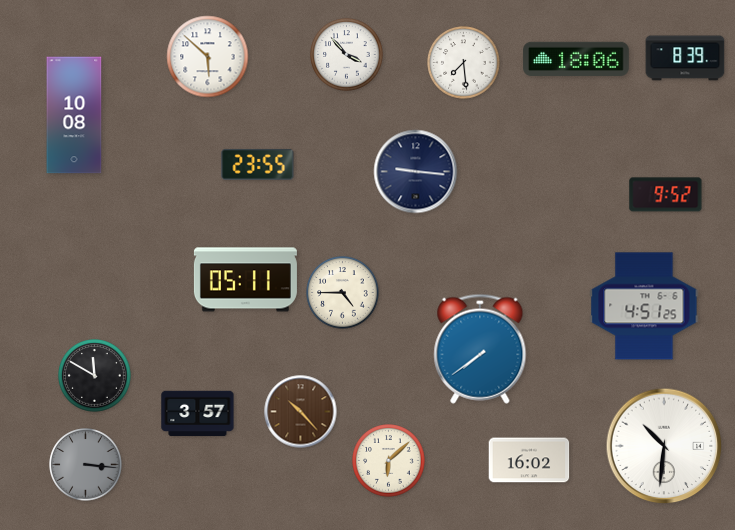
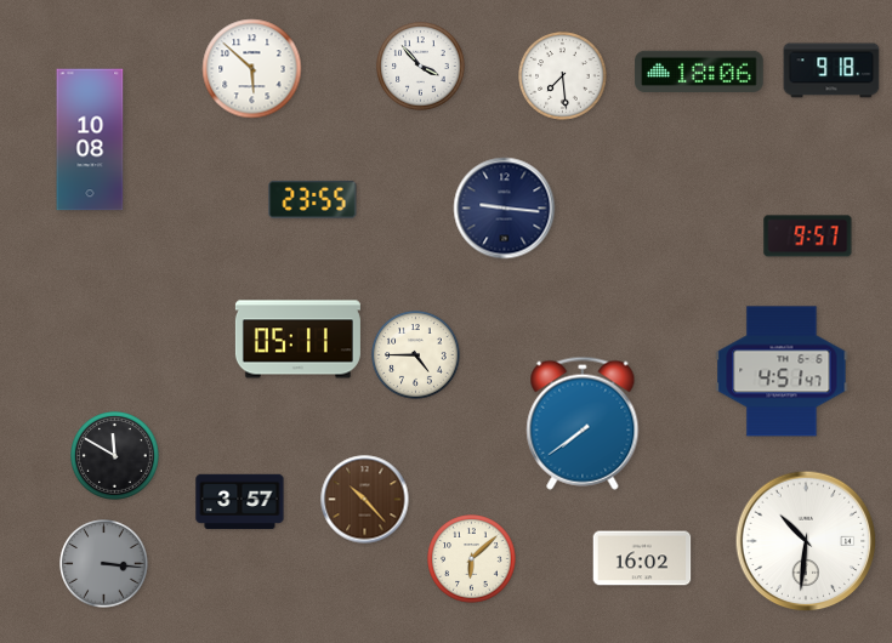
clock at (685, 58): 8:39 -> 9:18
clock at (666, 195): 9:52 -> 9:57
clock at (644, 306): 4:51:25 -> 4:51:47
